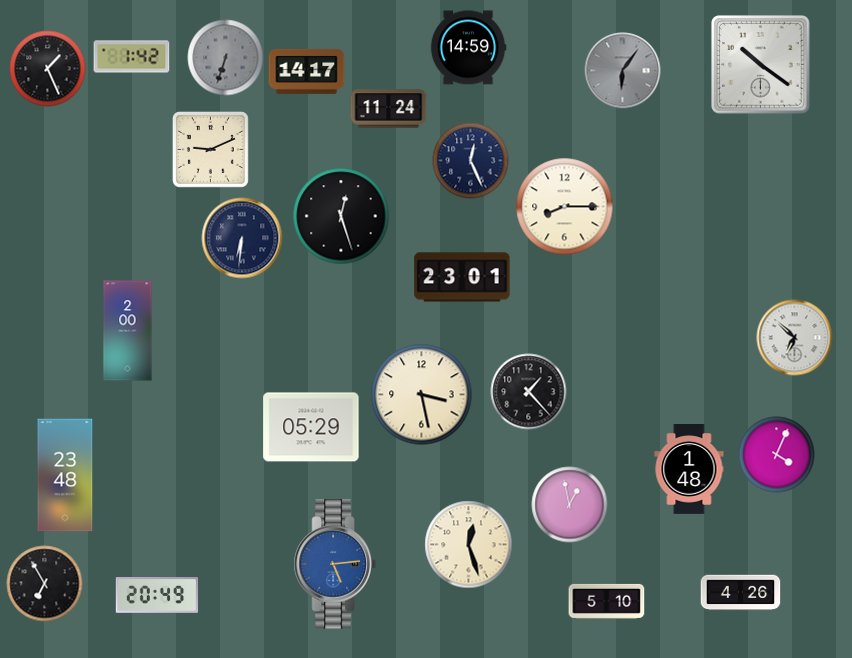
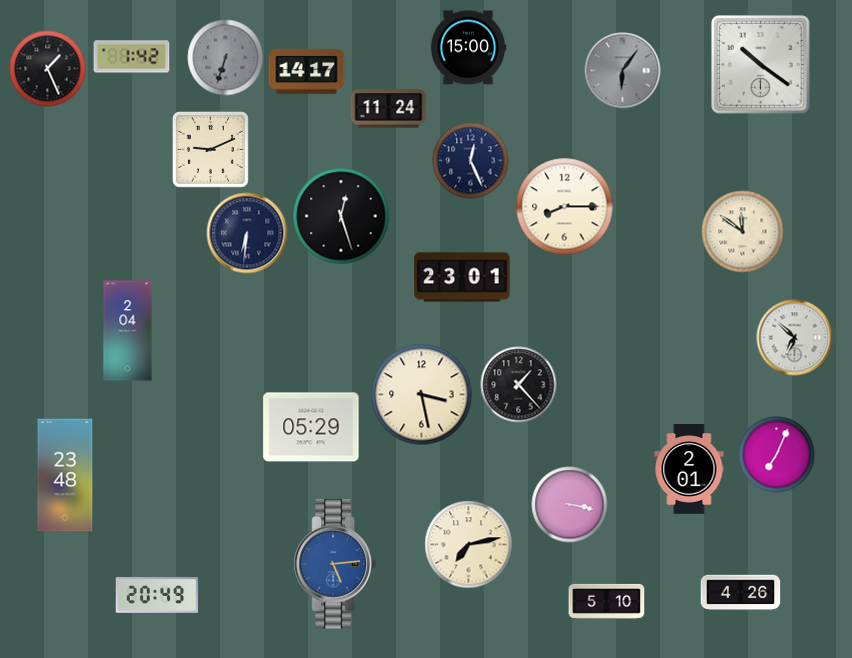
clock at (468, 48): 14:59 -> 15:00
clock at (743, 232): none -> 11:51
clock at (242, 238) position: (242, 238) -> (247, 233)
clock at (128, 331): 2:00 -> 2:04
clock at (529, 392) position: (529, 392) -> (519, 385)
clock at (777, 455): 4:04 -> 7:04
clock at (689, 469): 1:48 -> 2:01
clock at (570, 505): 12:58 -> 3:17
clock at (469, 545): 12:27 -> 7:13
clock at (45, 584): 6:55 -> none
